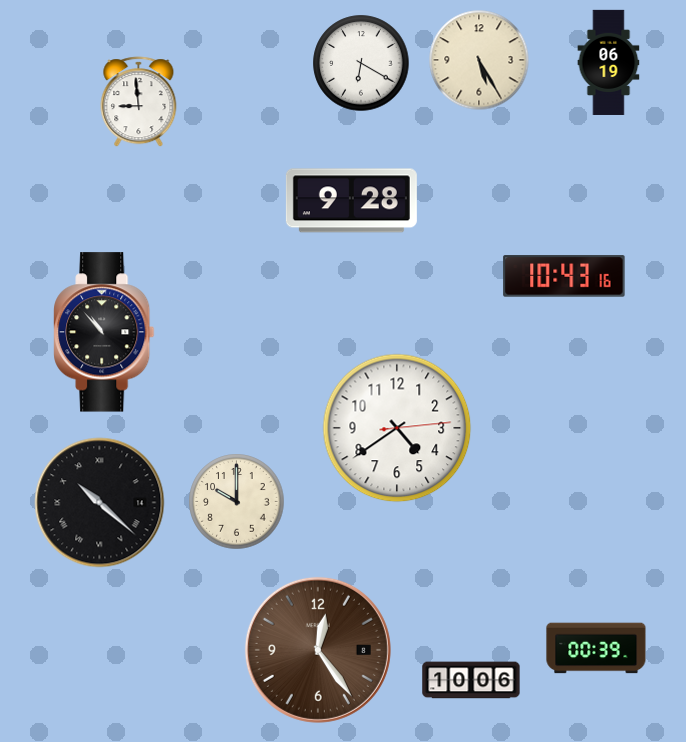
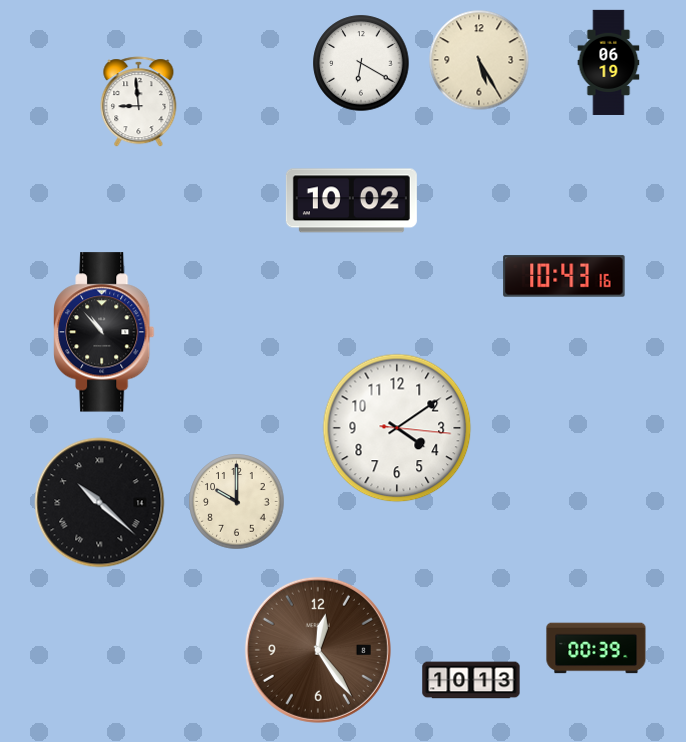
clock at (351, 201): 9:28 -> 10:02
clock at (397, 428): 4:39 -> 4:09
clock at (471, 680): 10:06 -> 10:13
